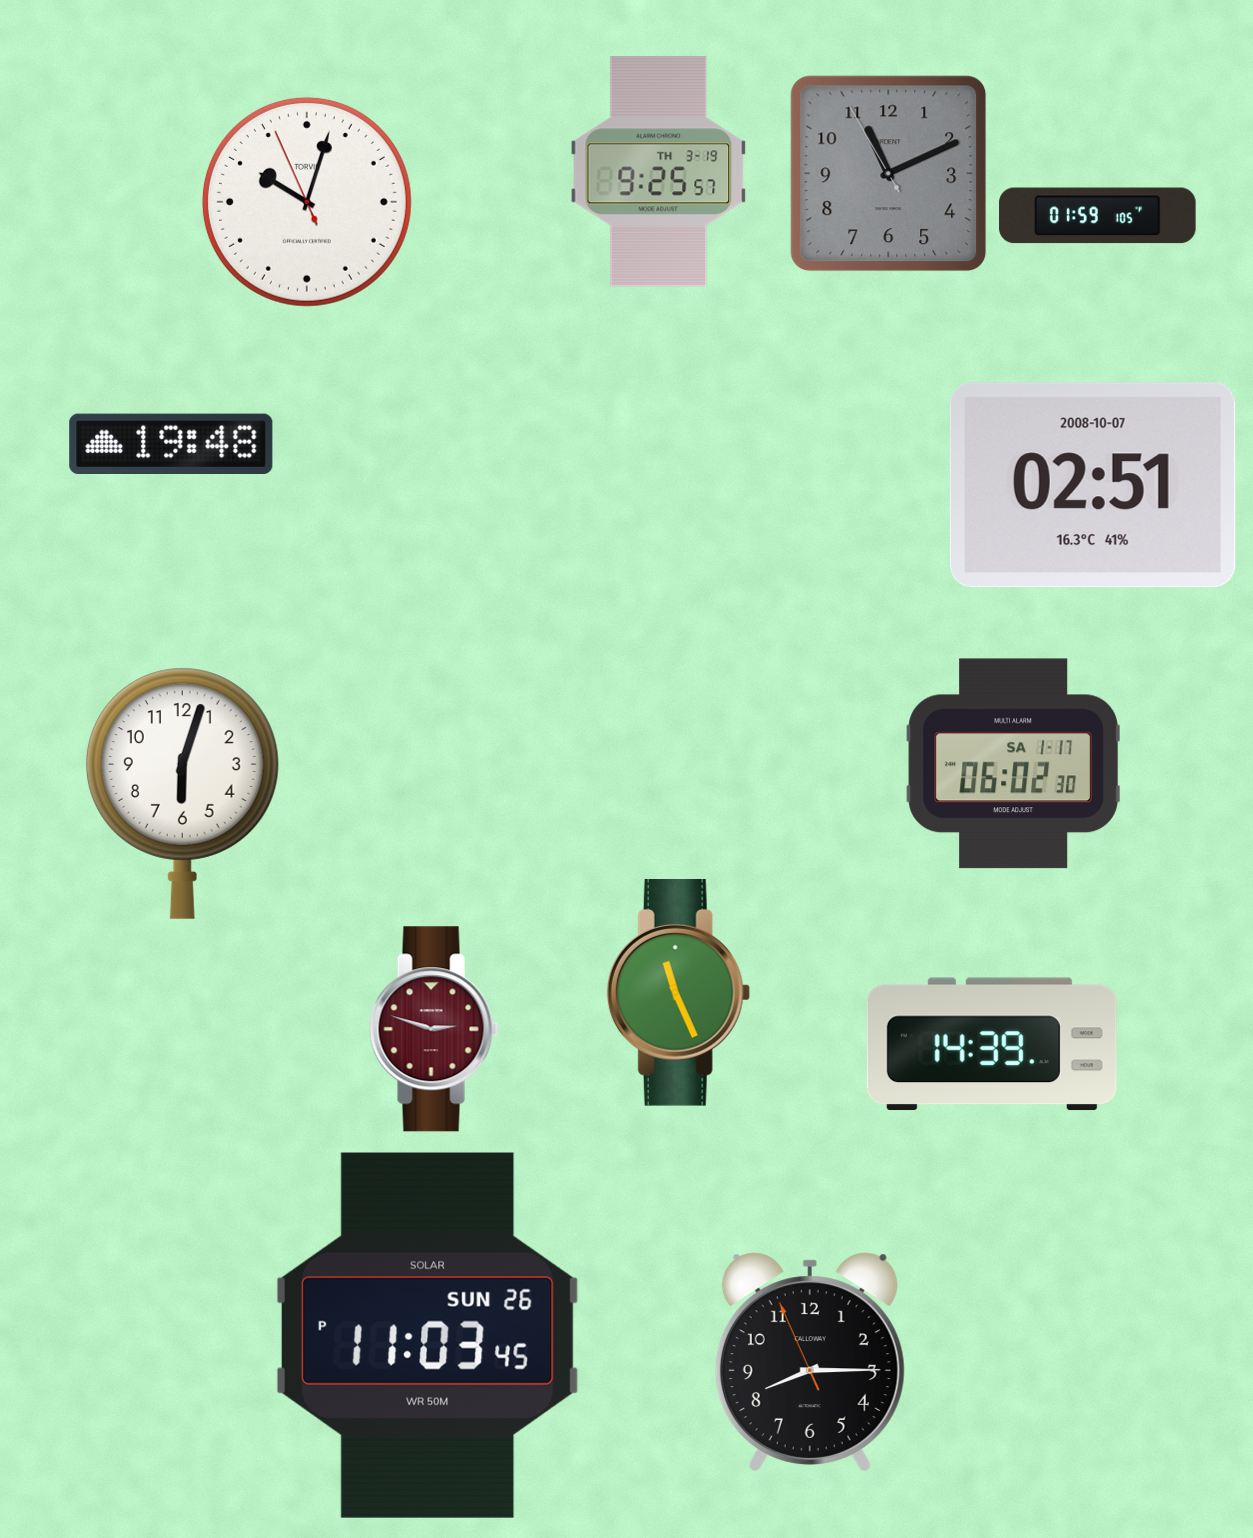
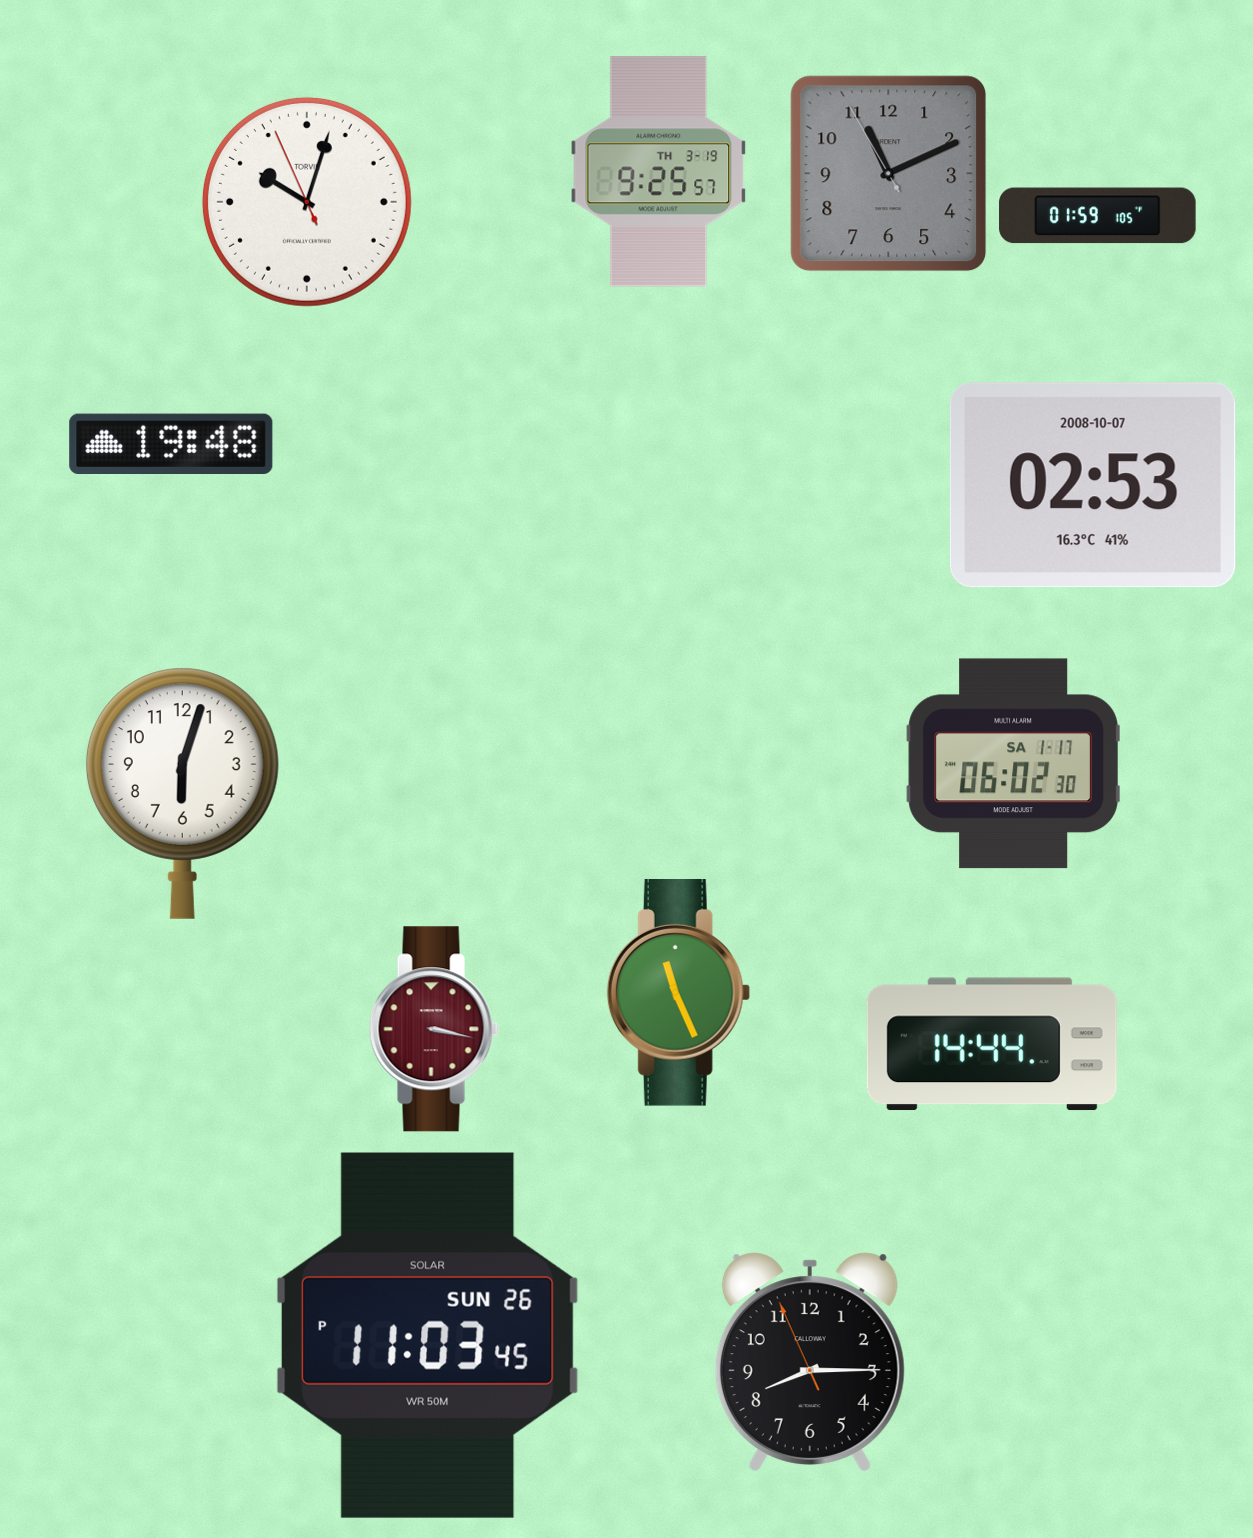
clock at (1093, 485): 02:51 -> 02:53
clock at (434, 1029): 2:48 -> 3:17
clock at (992, 1044): 14:39 -> 14:44
